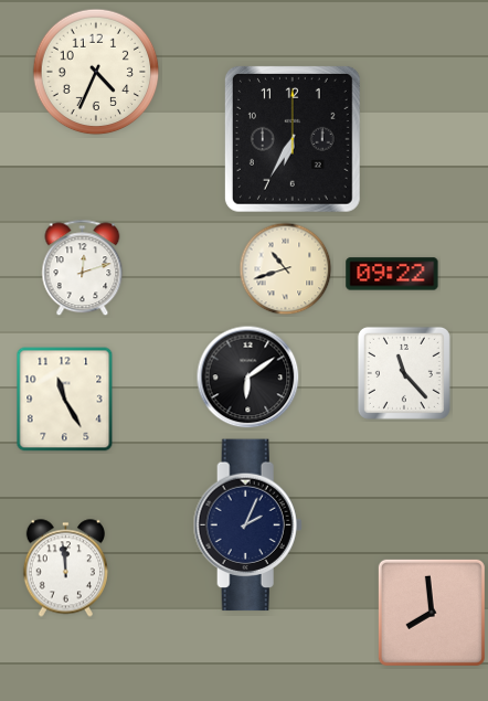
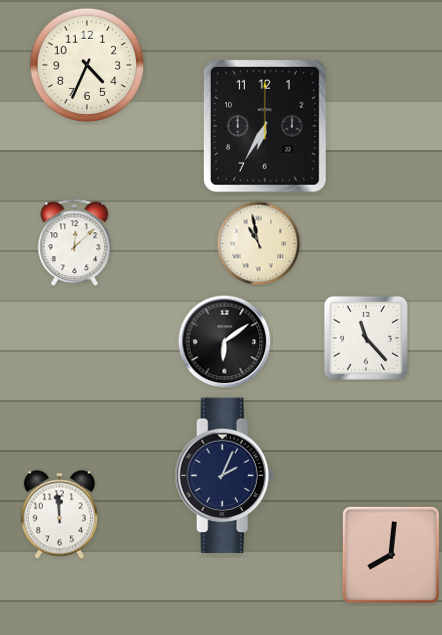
clock at (83, 268): 12:12 -> 12:08
clock at (286, 269): 10:42 -> 10:58
clock at (392, 274): 09:22 -> none
clock at (65, 400): 11:25 -> none
clock at (432, 613): 7:59 -> 8:01
